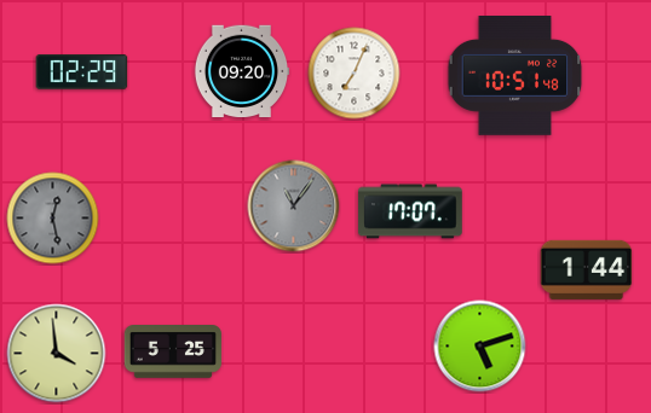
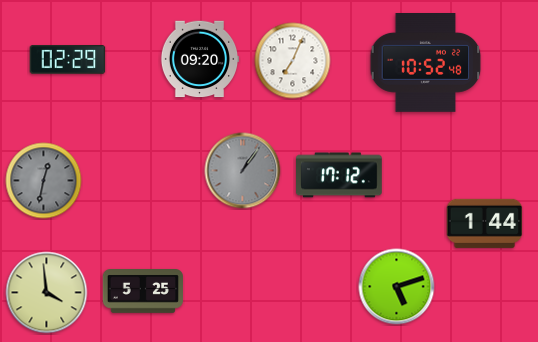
clock at (515, 76): 10:51 -> 10:52
clock at (294, 206): 11:06 -> 1:06
clock at (410, 211): 17:07 -> 17:12
clock at (53, 219): 12:28 -> 12:32
